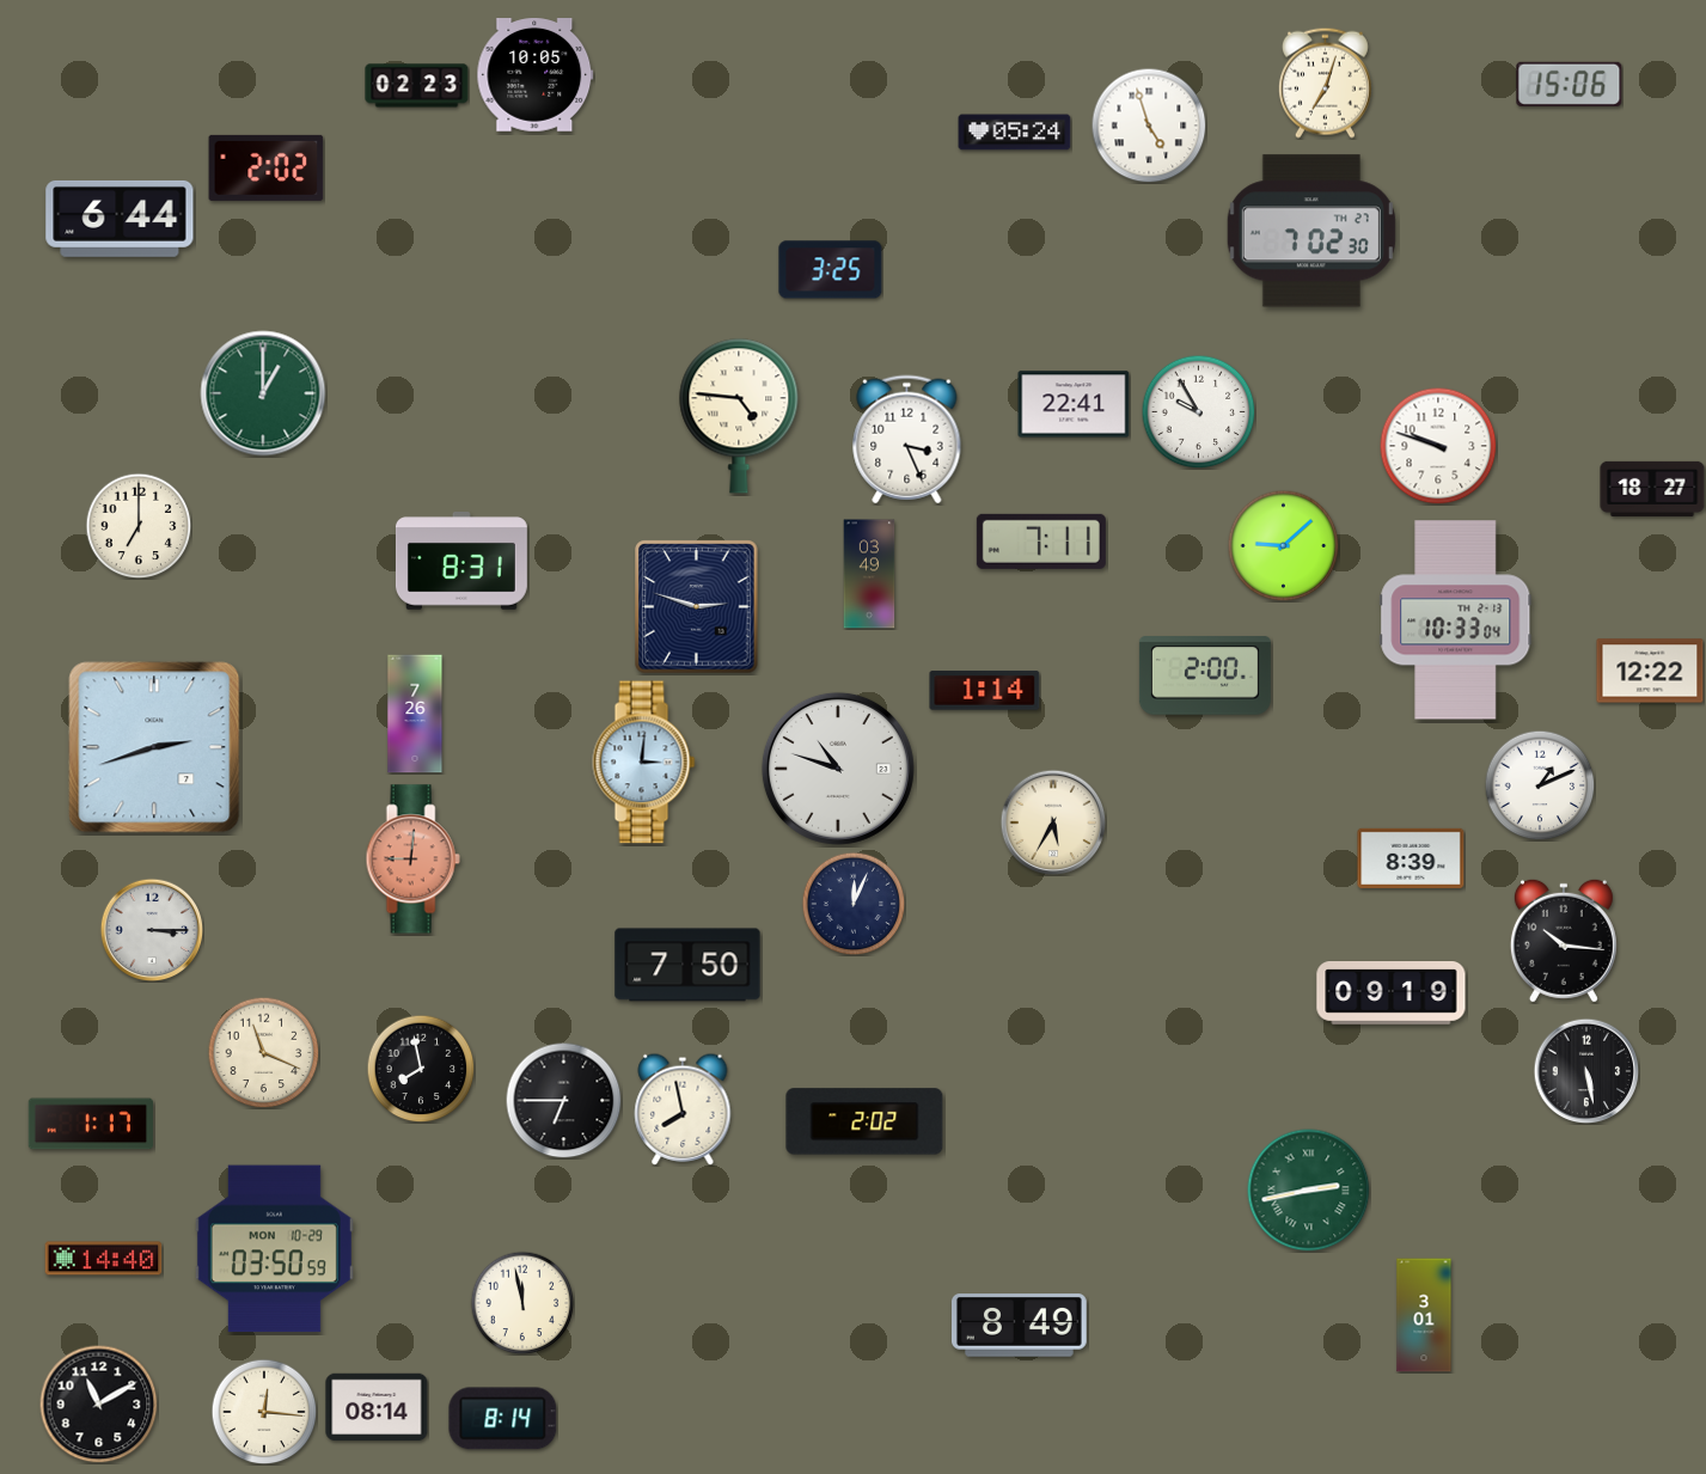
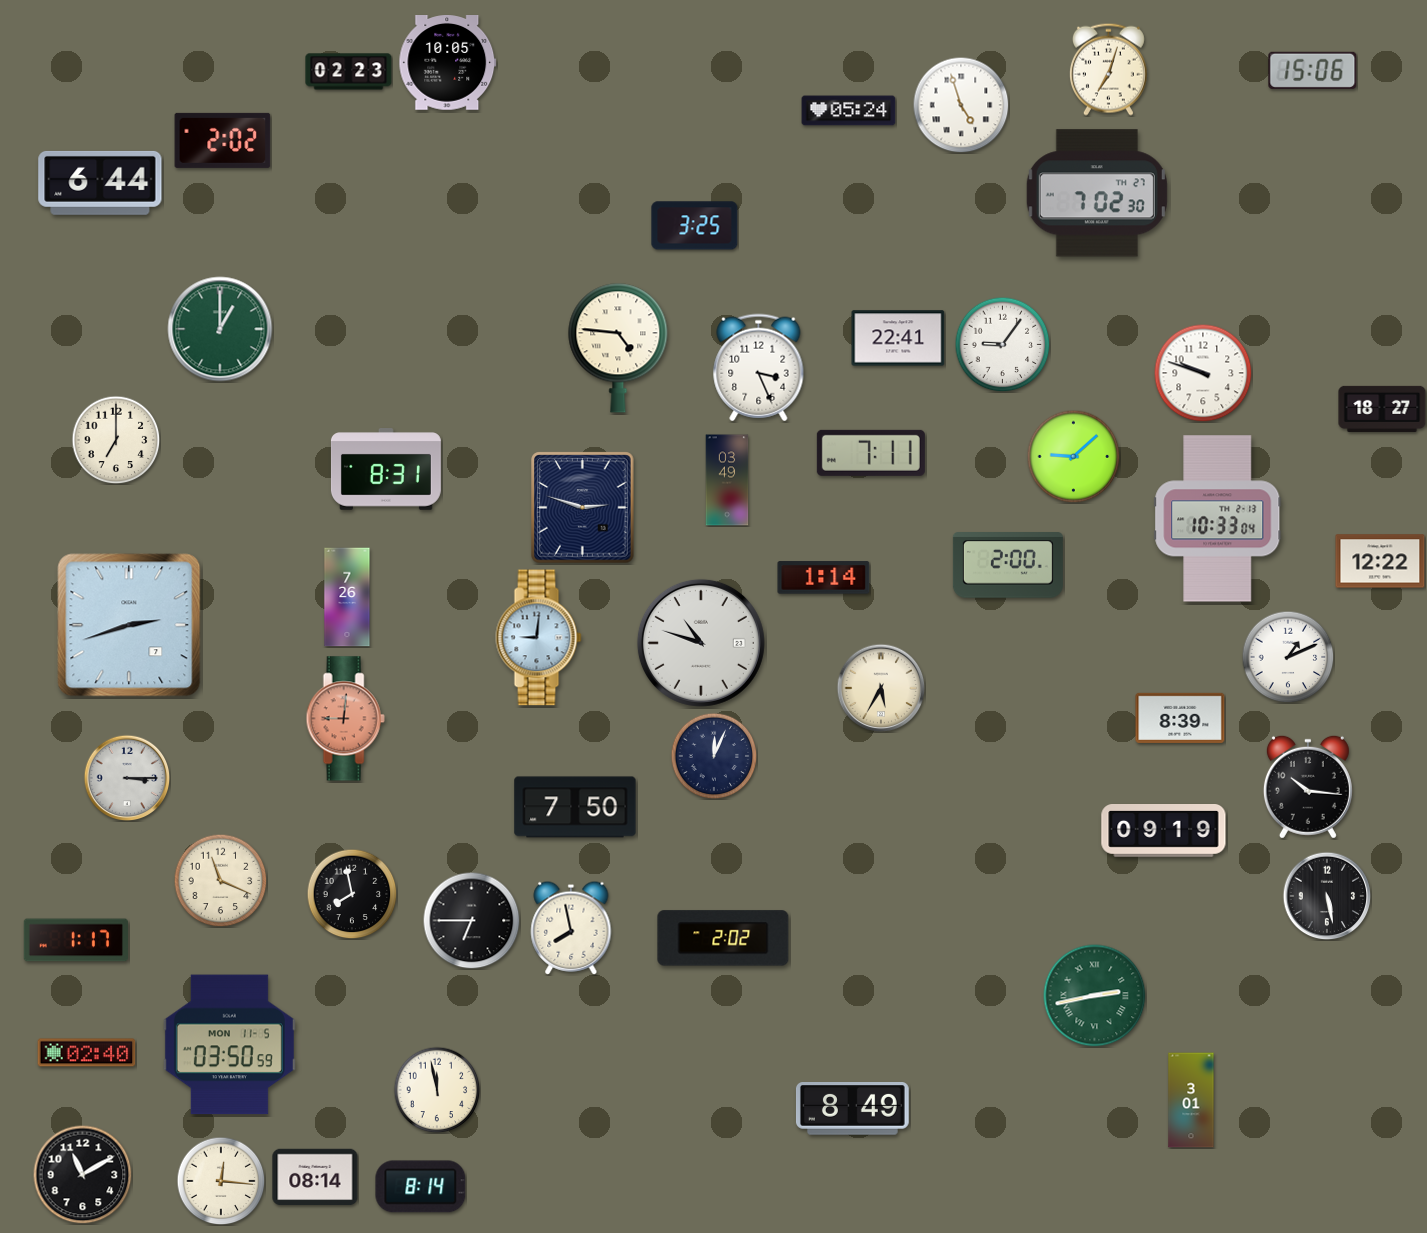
clock at (1198, 411): 9:55 -> 9:06
clock at (644, 763): 3:01 -> 9:01
clock at (274, 1249) date: MON 10-29 -> MON 11-5
clock at (104, 1259): 14:40 -> 02:40
